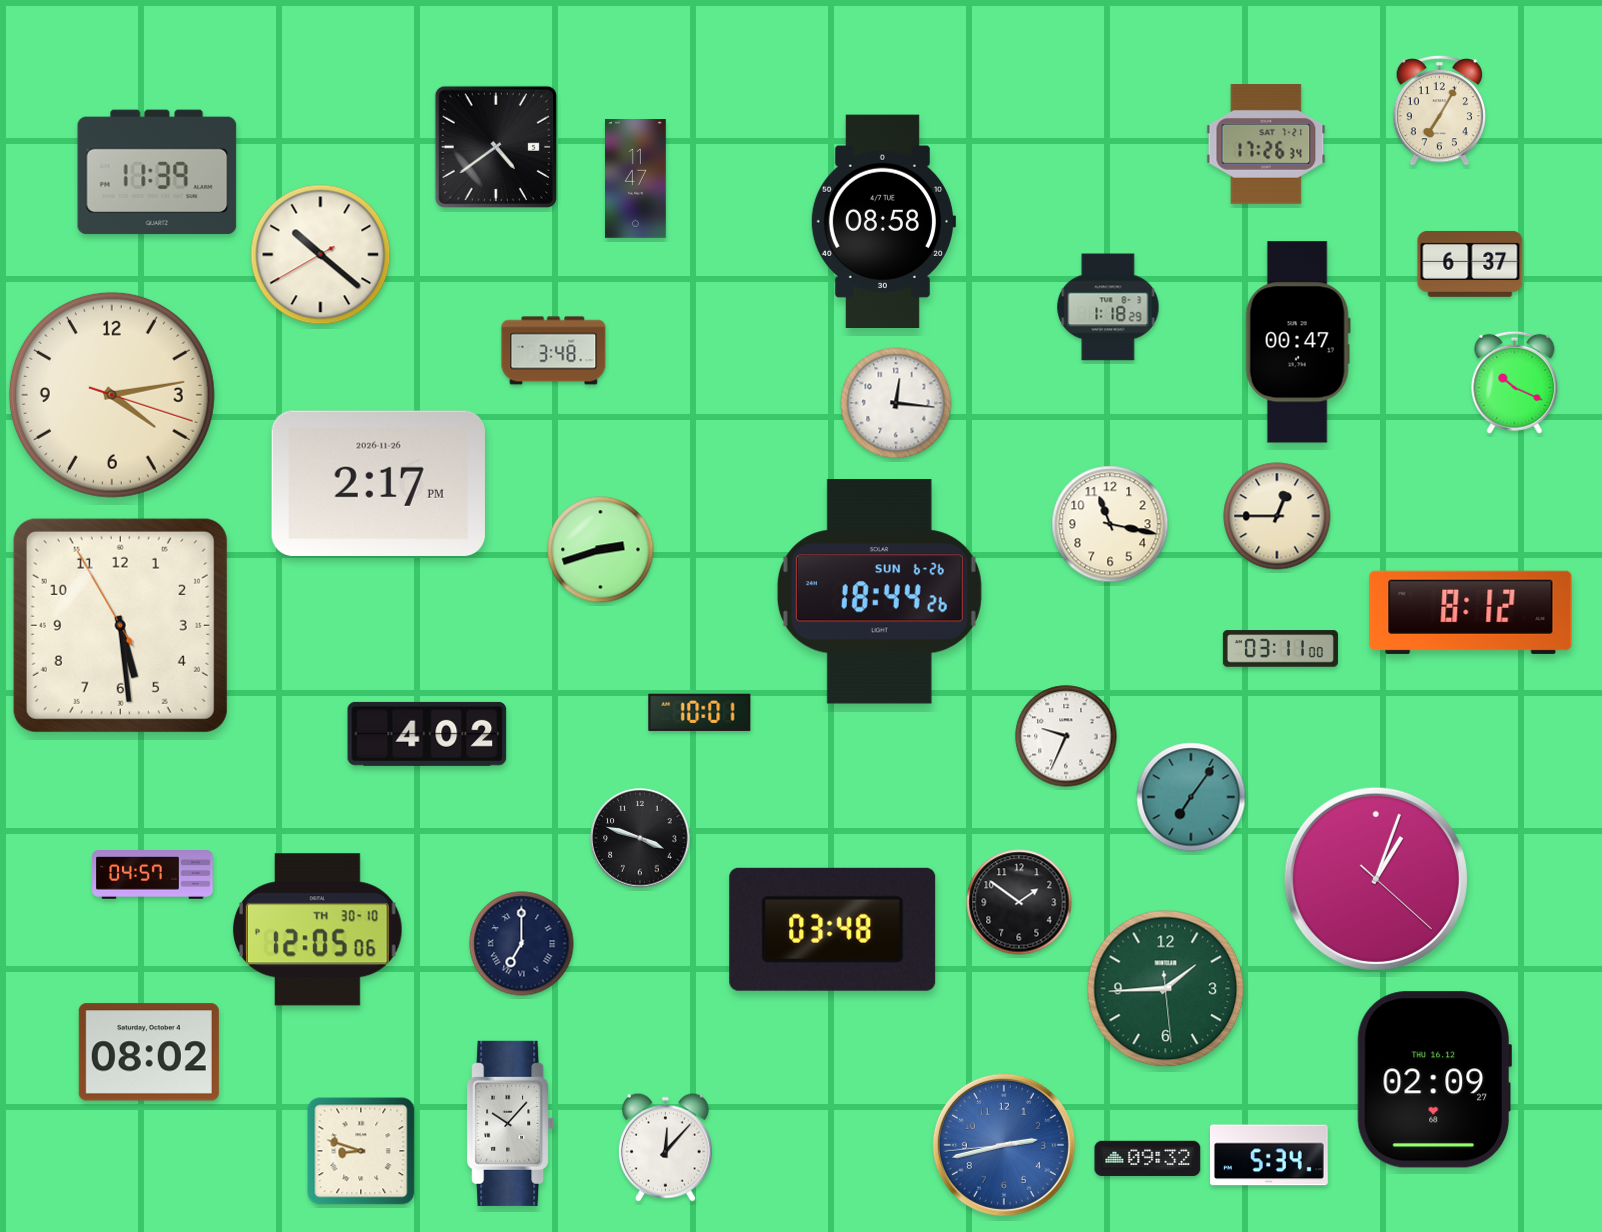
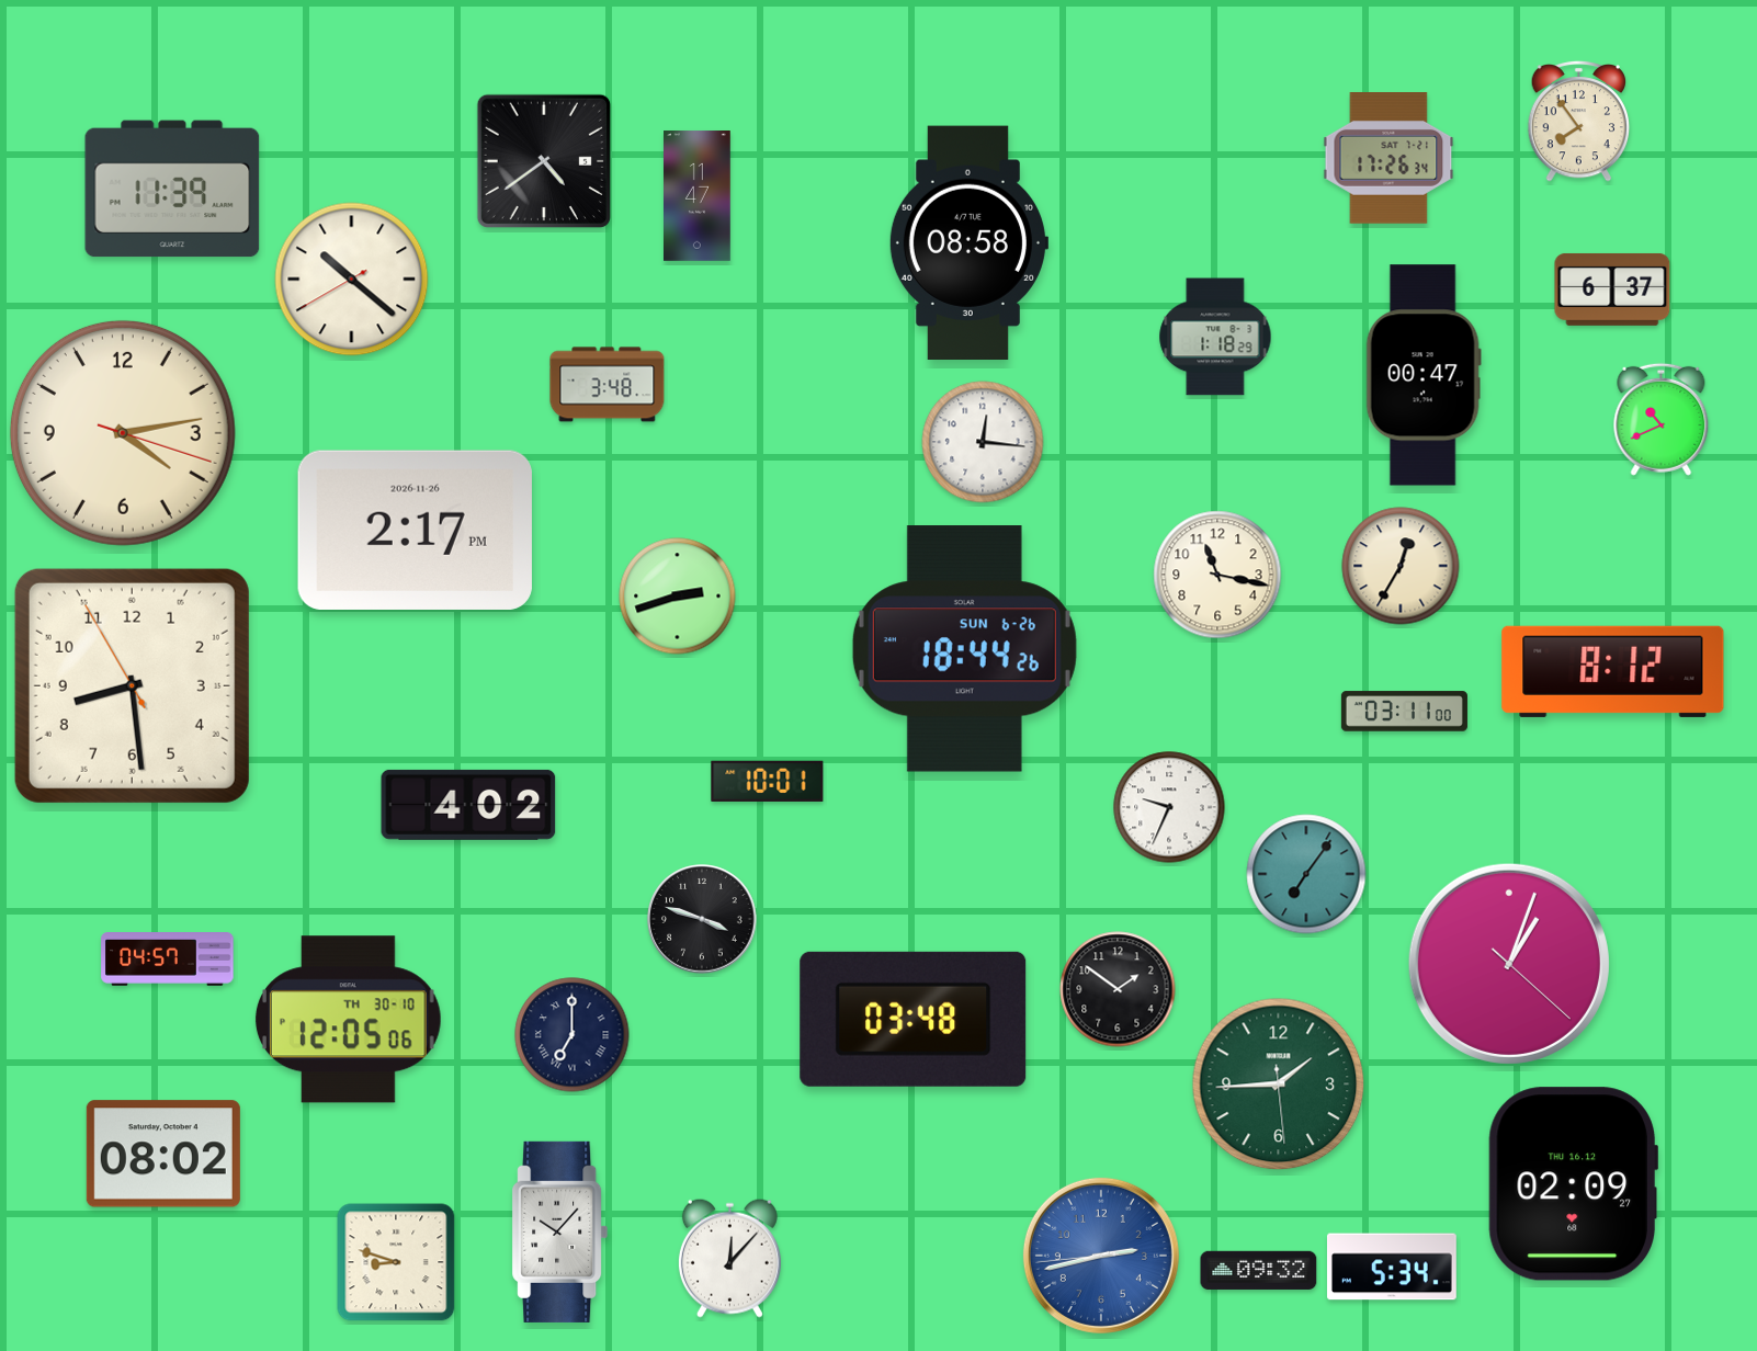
clock at (1439, 110): 7:05 -> 7:54
clock at (1515, 382): 10:19 -> 10:41
clock at (1277, 516): 12:45 -> 12:35
clock at (601, 550) position: (601, 550) -> (678, 597)
clock at (120, 625): 5:28 -> 8:28
